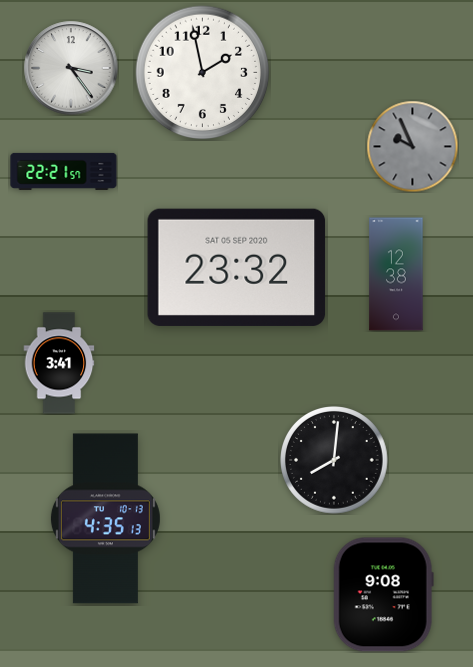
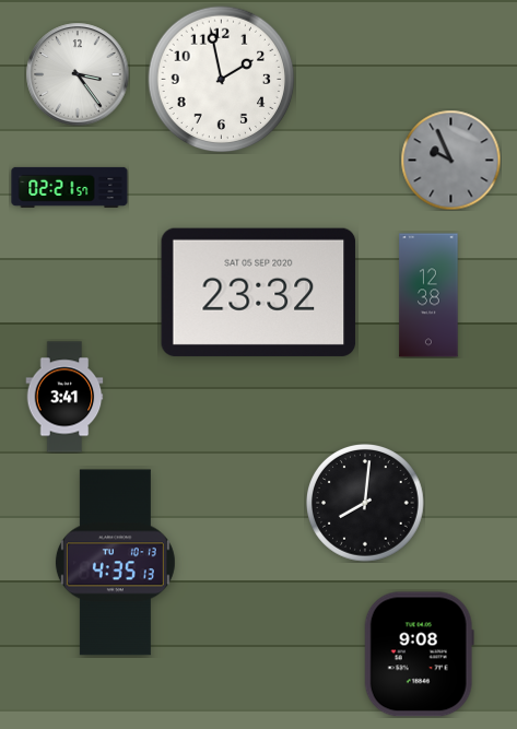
clock at (64, 171): 22:21 -> 02:21
clock at (396, 274) position: (396, 274) -> (428, 295)
clock at (105, 519) position: (105, 519) -> (115, 563)
clock at (383, 595) position: (383, 595) -> (419, 655)
